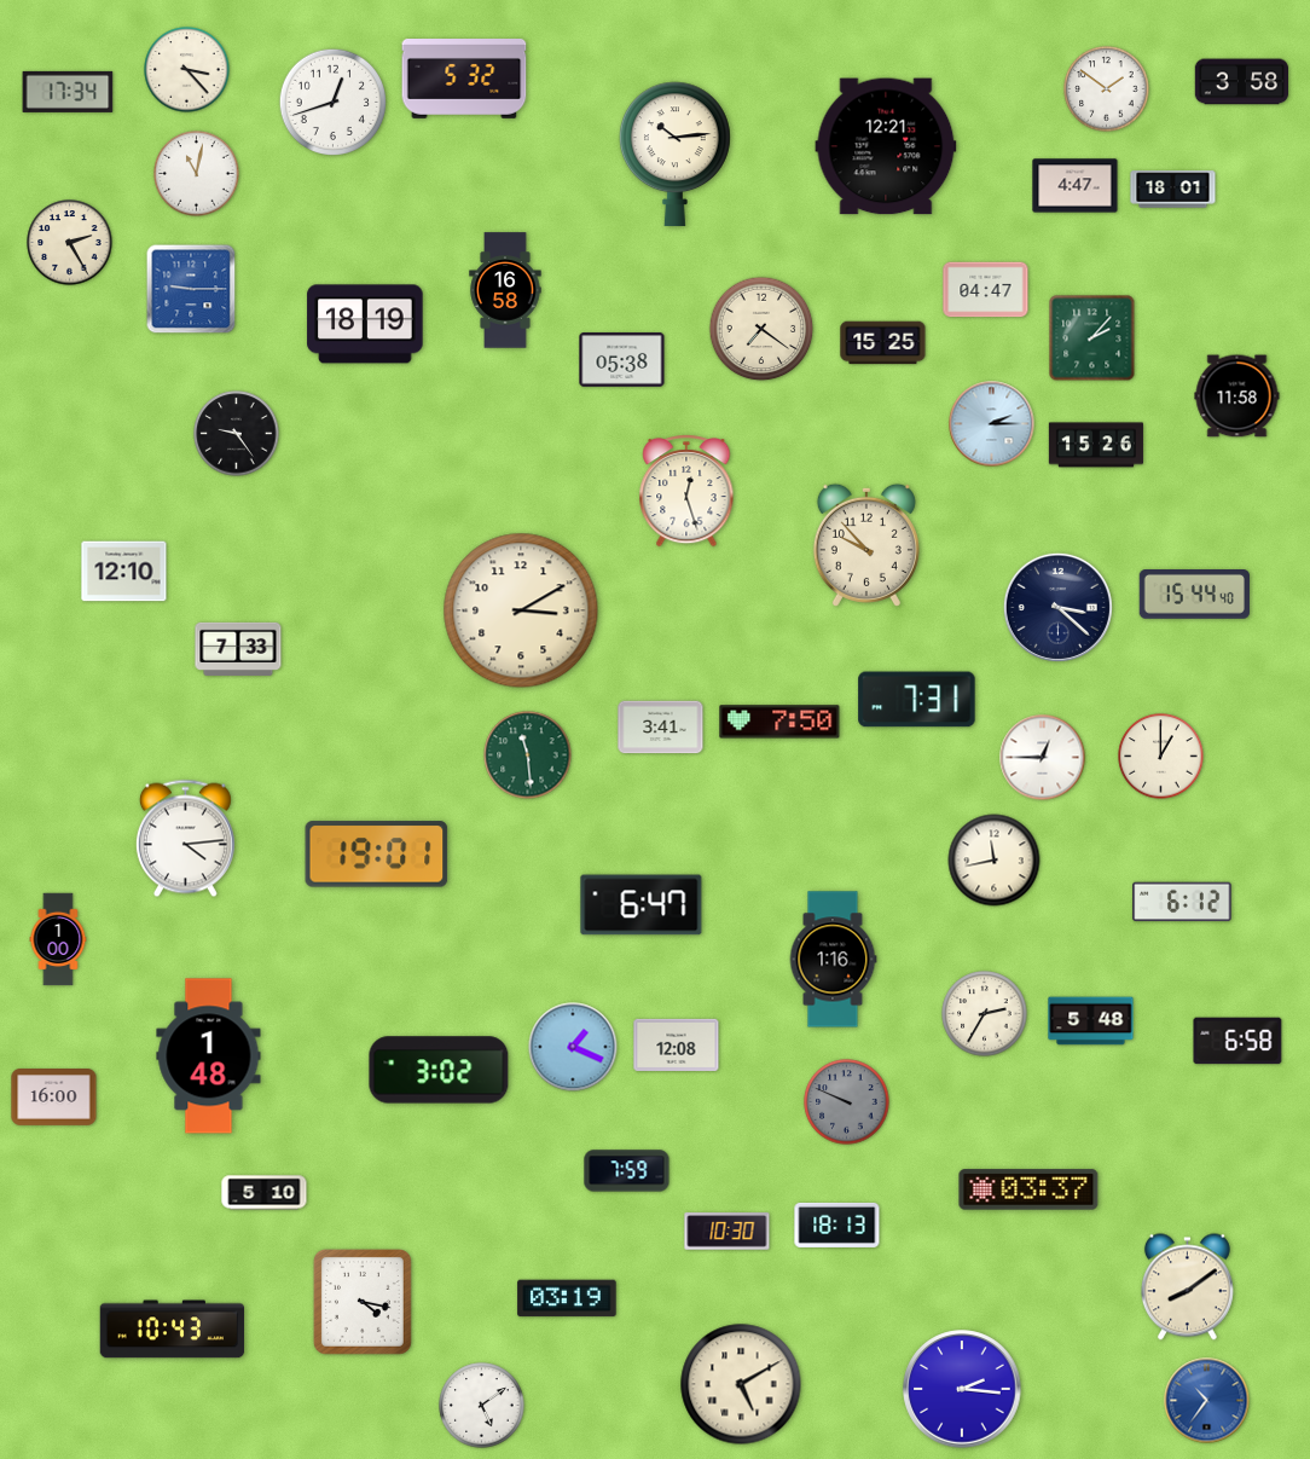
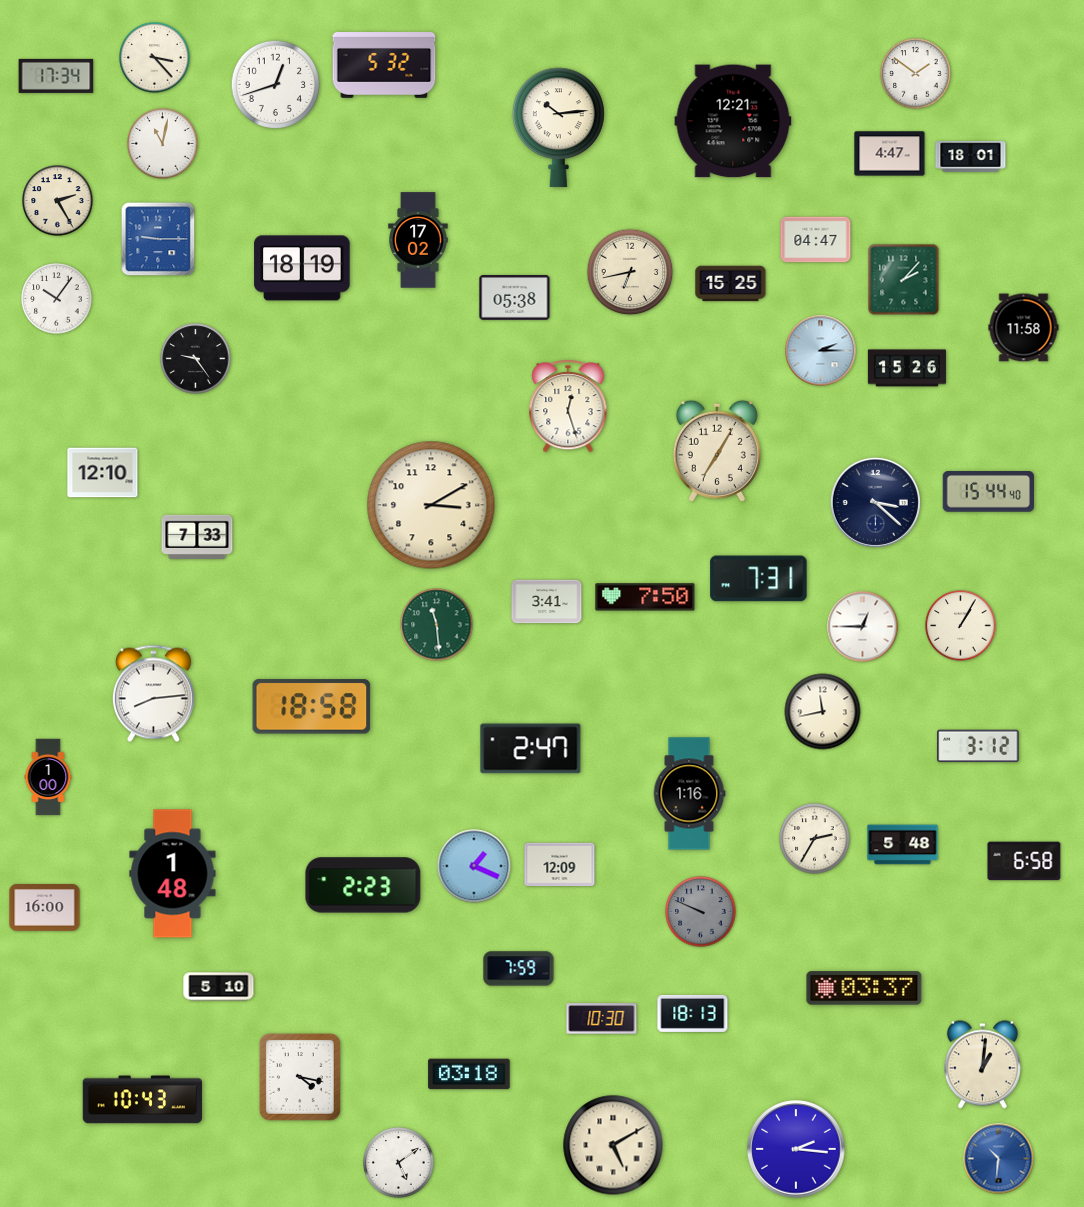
clock at (1241, 82): 3:58 -> none
clock at (505, 290): 16:58 -> 17:02
clock at (761, 329): 7:21 -> 6:43
clock at (57, 299): none -> 10:06
clock at (866, 545): 9:53 -> 7:05
clock at (1161, 757): 1:00 -> 1:05
clock at (185, 839): 4:14 -> 8:14
clock at (377, 855): 19:01 -> 18:58
clock at (1182, 902): 6:12 -> 3:12
clock at (642, 905): 6:47 -> 2:47
clock at (677, 1044): 12:08 -> 12:09
clock at (439, 1070): 3:02 -> 2:23
clock at (1028, 1189) position: (1028, 1189) -> (864, 988)
clock at (1187, 1287): 8:09 -> 1:01
clock at (567, 1298): 03:19 -> 03:18
clock at (1207, 1401): 10:36 -> 10:31
